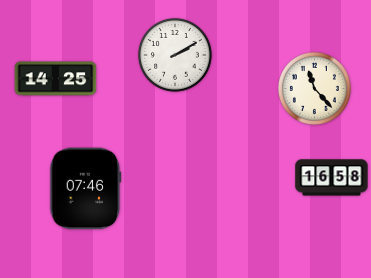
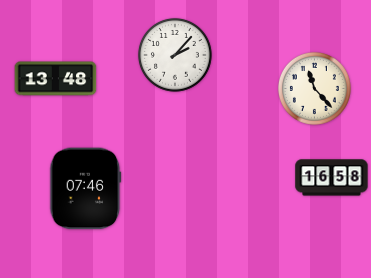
clock at (175, 55): 2:10 -> 2:07
clock at (56, 79): 14:25 -> 13:48
